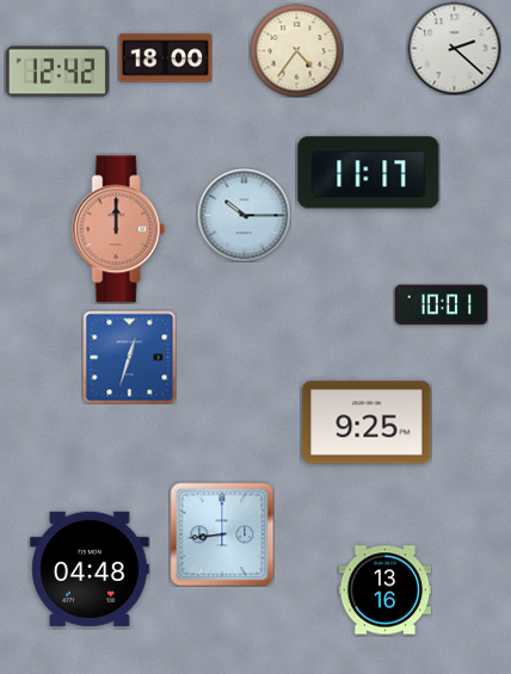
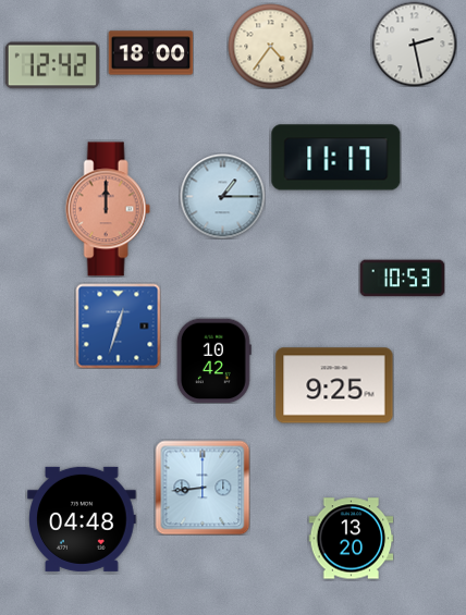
clock at (454, 48): 2:22 -> 2:28
clock at (244, 215): 10:15 -> 1:15
clock at (441, 305): 10:01 -> 10:53
clock at (213, 360): none -> 10:42
clock at (384, 590): 13:16 -> 13:20
